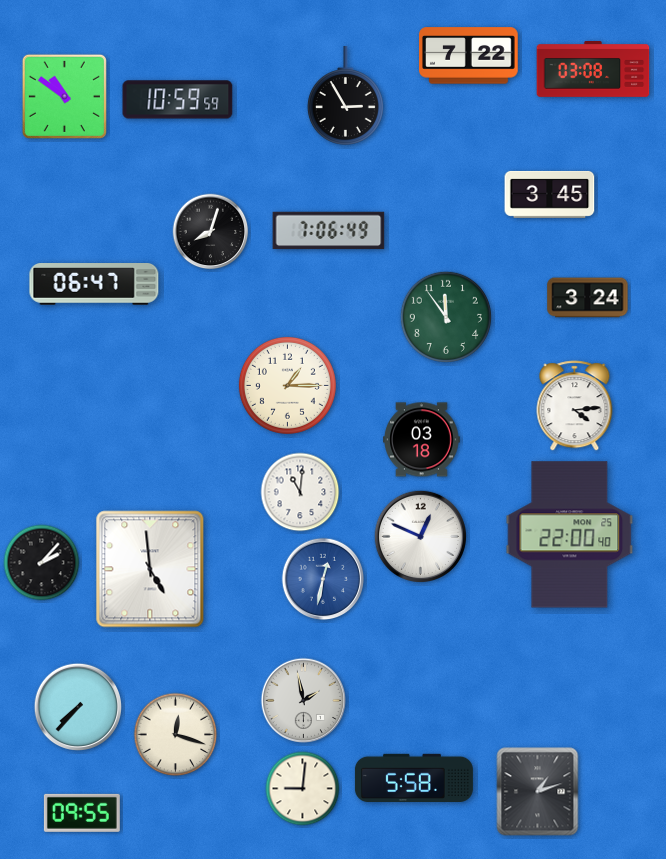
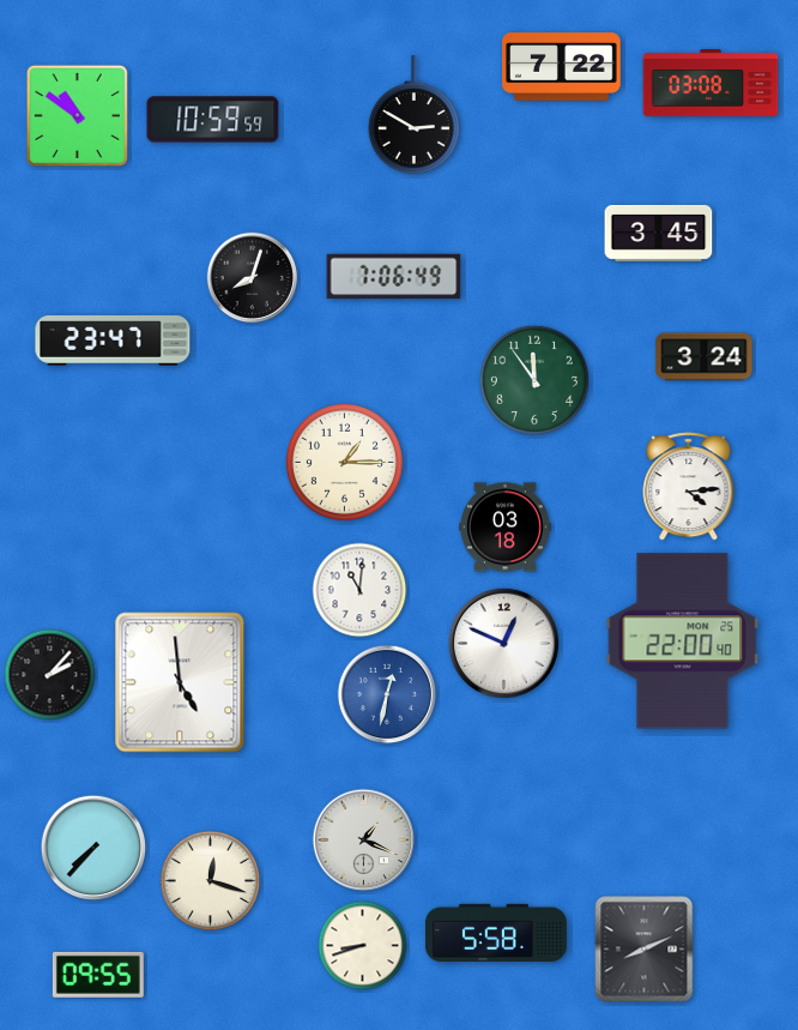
clock at (345, 96): 2:55 -> 2:50
clock at (94, 285): 06:47 -> 23:47
clock at (304, 701): 1:58 -> 1:19
clock at (303, 789): 9:01 -> 8:42
clock at (538, 792): 1:12 -> 8:11
